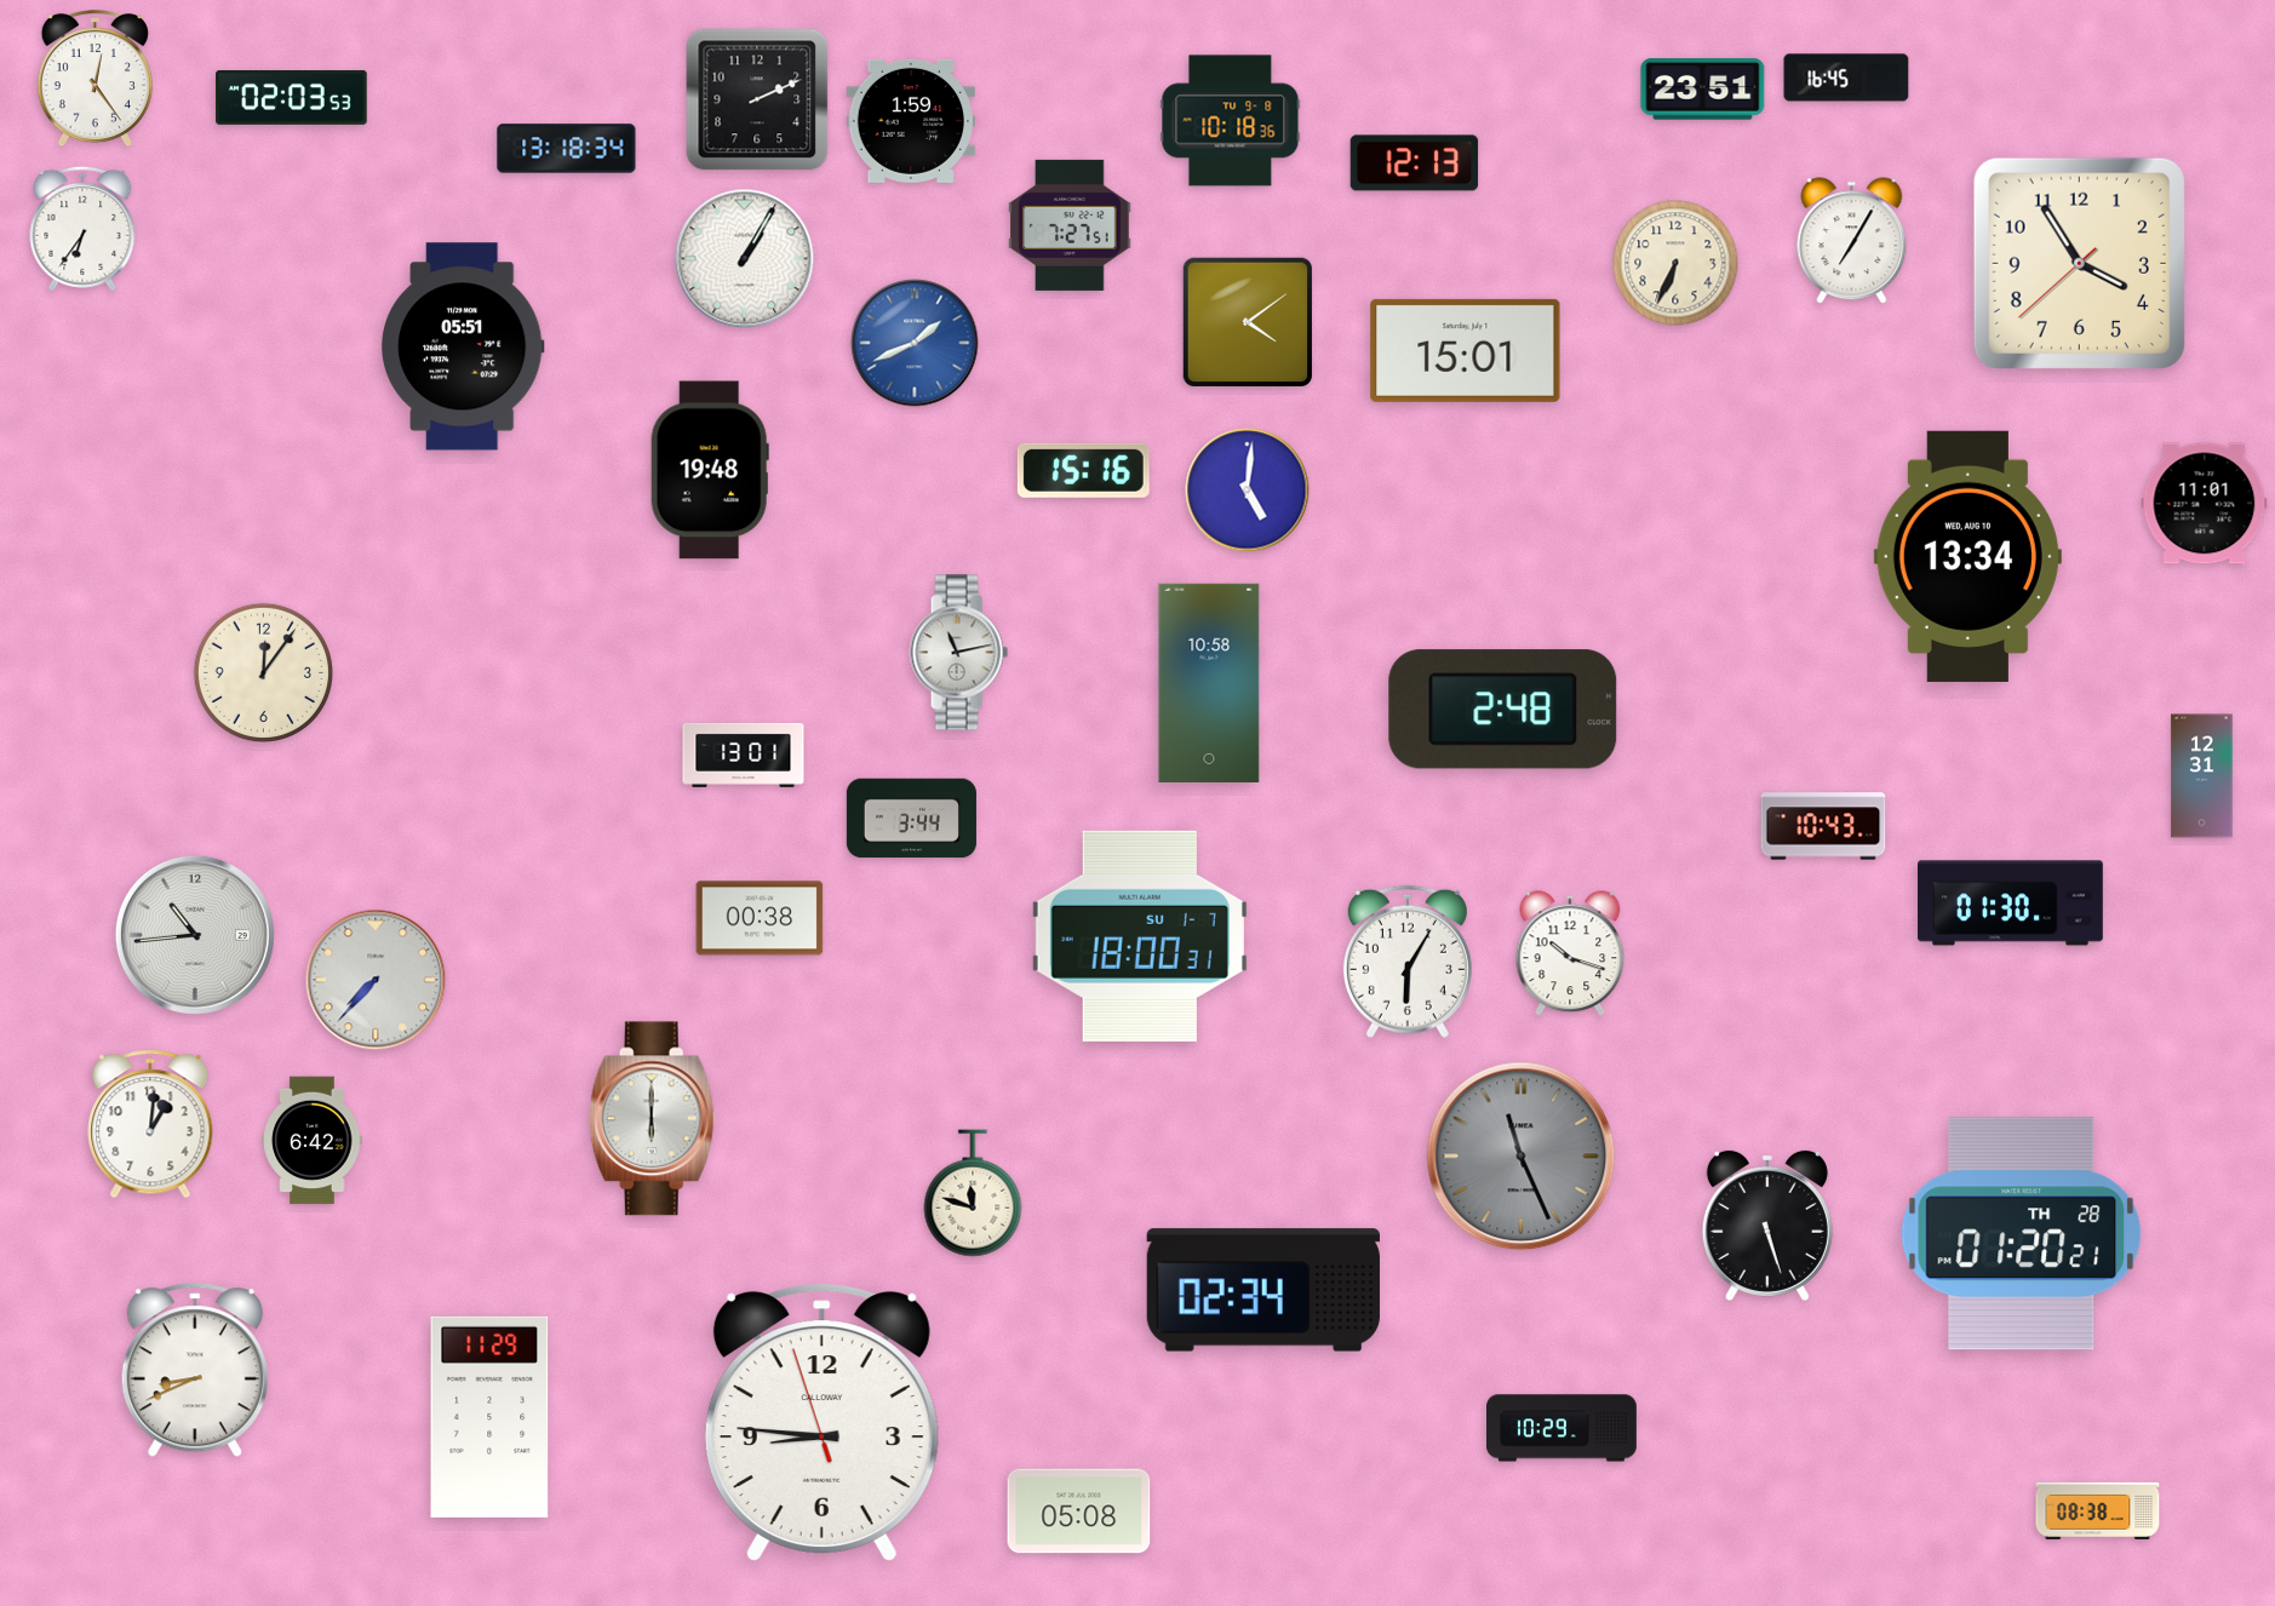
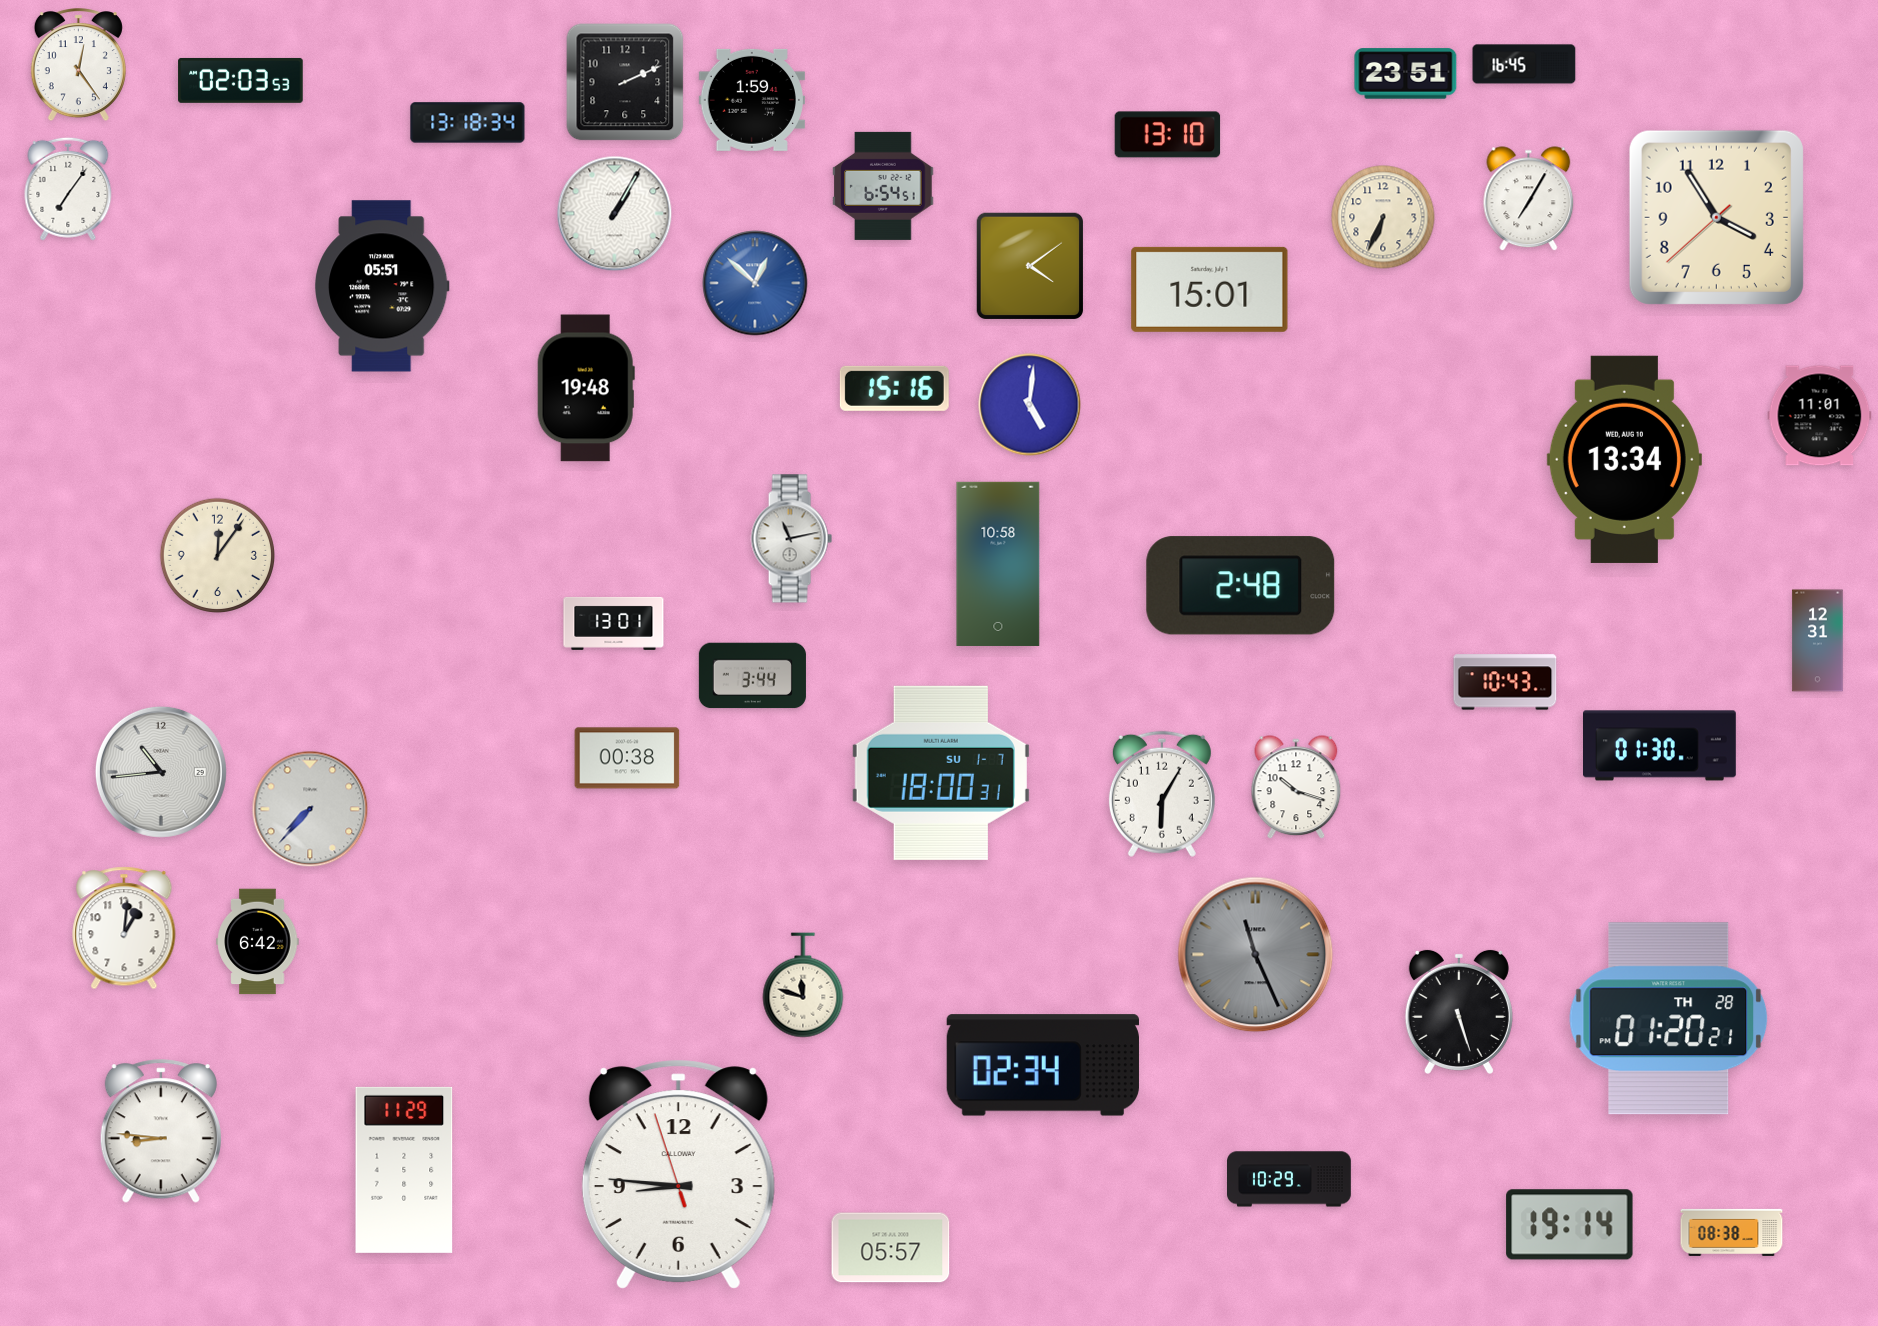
clock at (1231, 121): 10:18 -> none
clock at (1415, 164): 12:13 -> 13:10
clock at (1070, 225): 7:27 -> 6:54
clock at (82, 229): 6:36 -> 7:06
clock at (915, 343): 1:41 -> 12:52
clock at (652, 1119): 6:00 -> none
clock at (195, 1371): 8:41 -> 8:46
clock at (1570, 1225): none -> 19:14
clock at (2098, 1510) position: (2098, 1510) -> (1732, 1232)
clock at (1079, 1512): 05:08 -> 05:57
